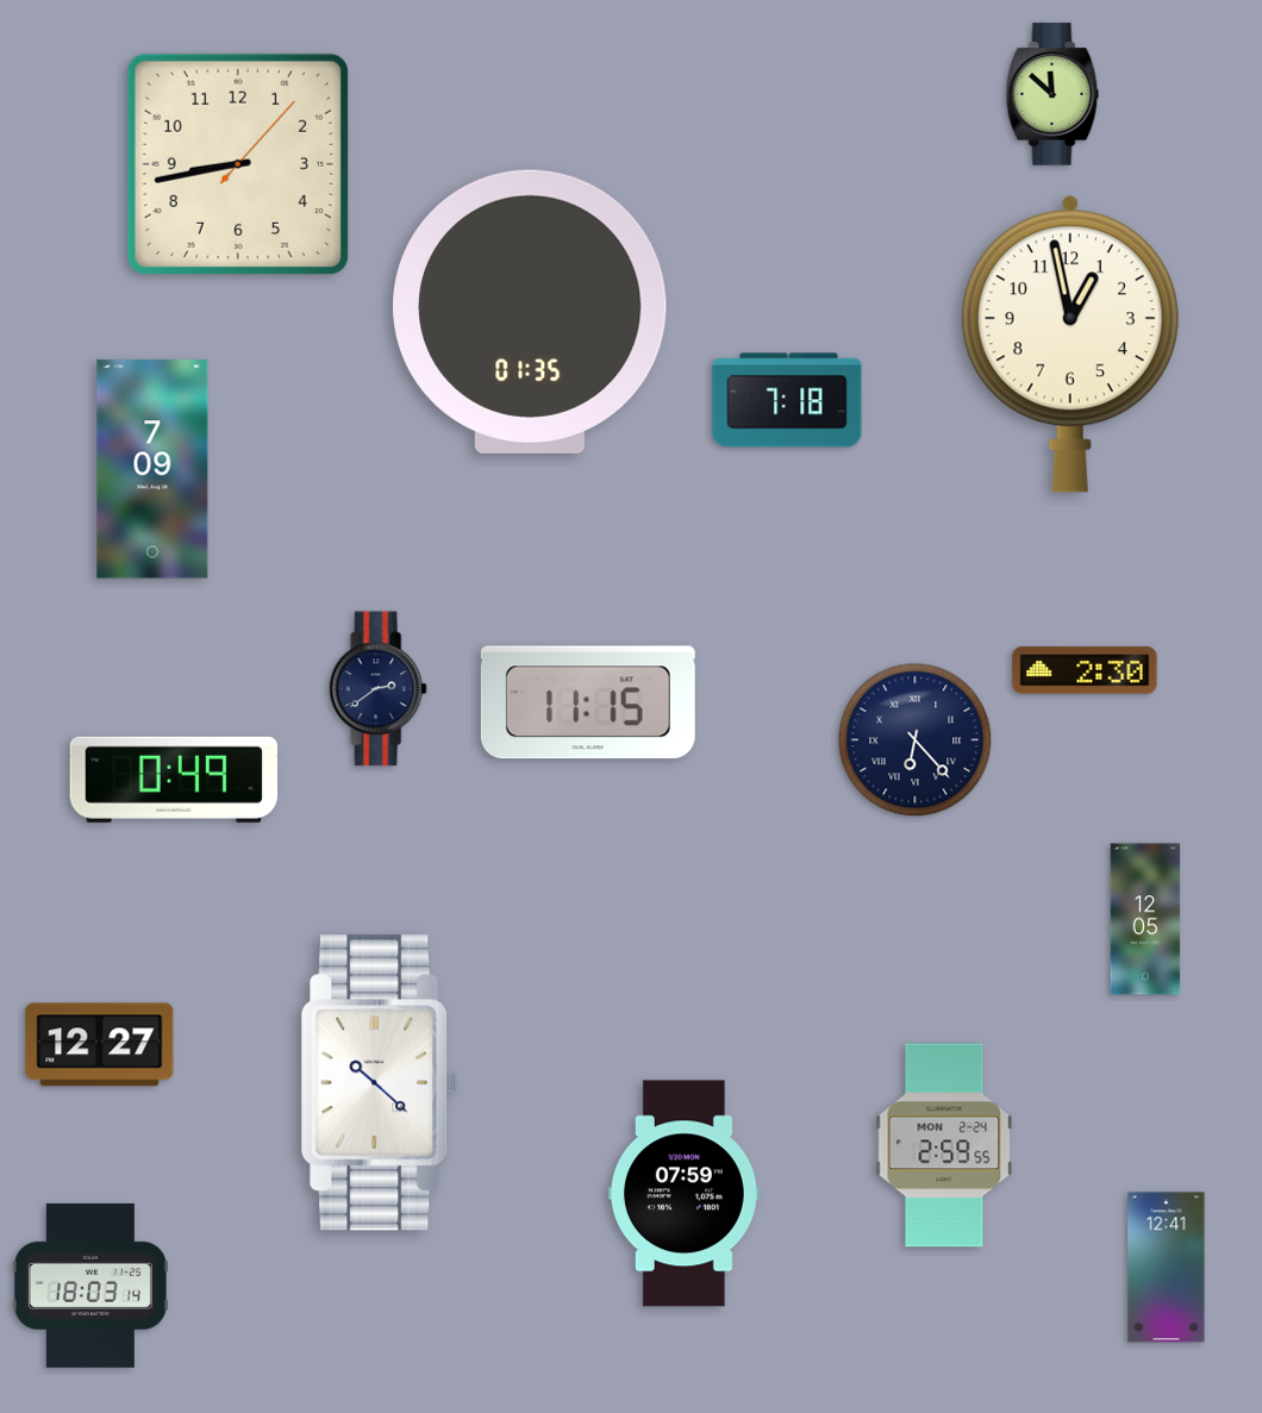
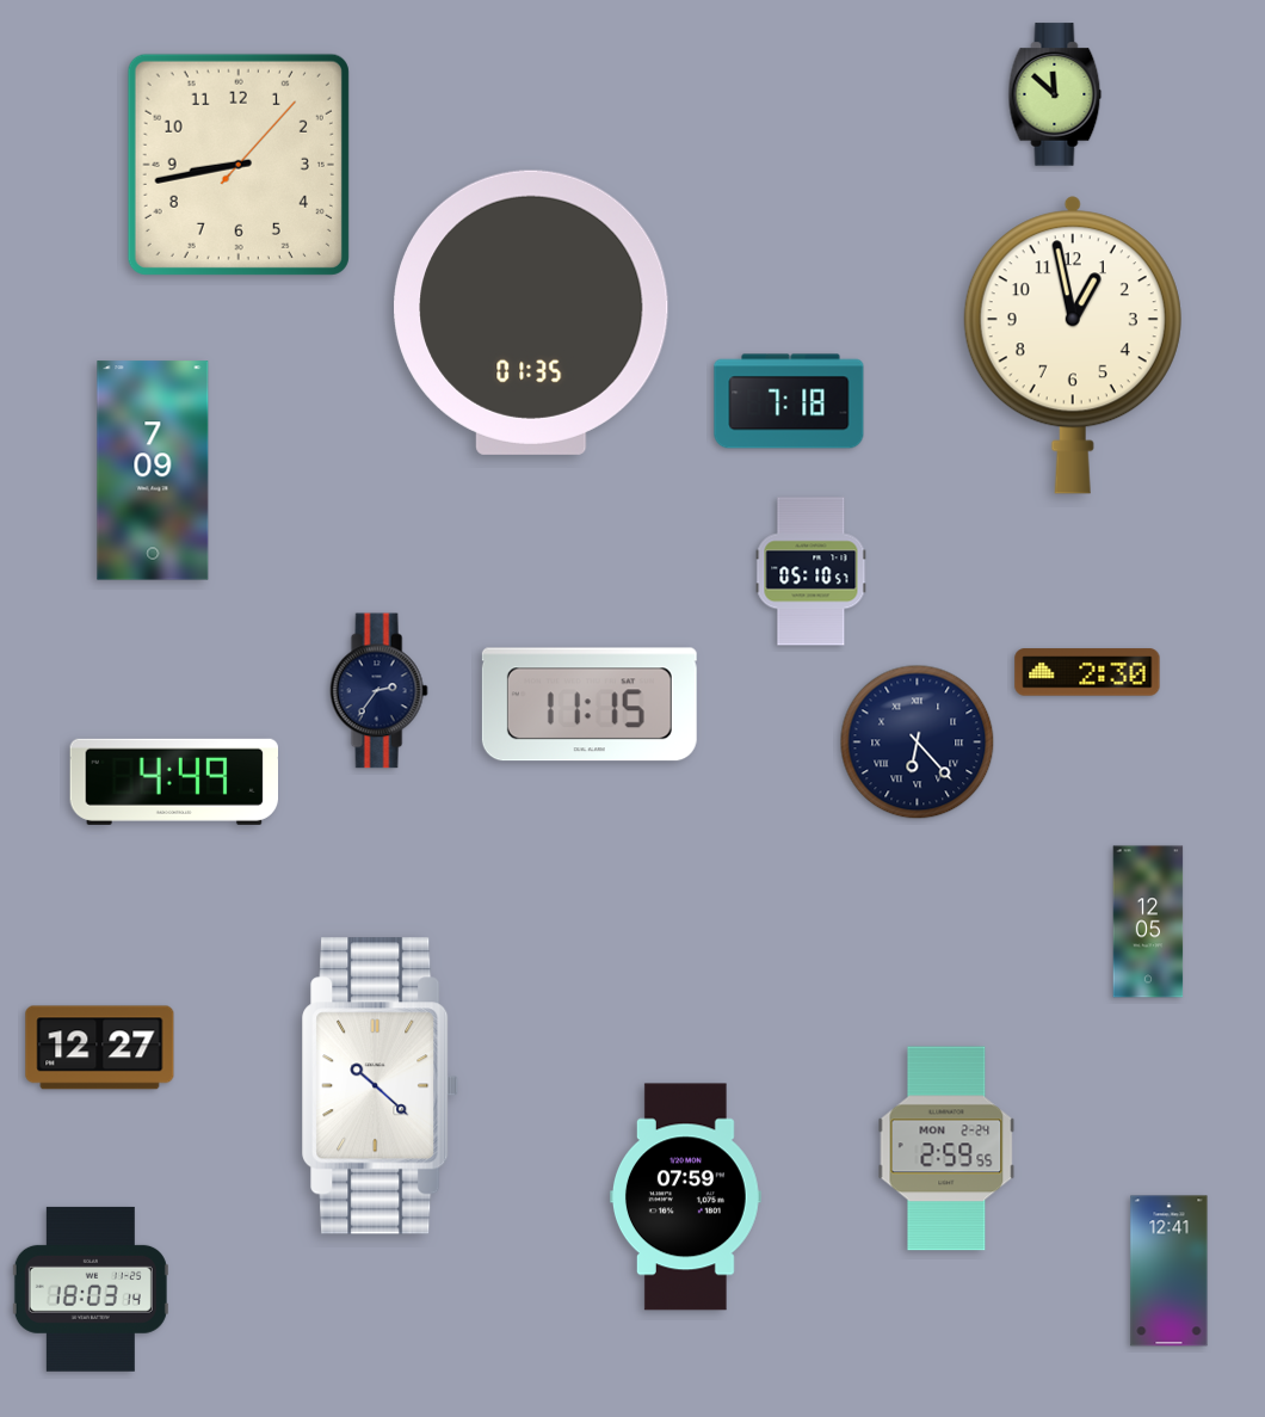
clock at (812, 572): none -> 05:10
clock at (377, 689): 2:39 -> 2:36
clock at (173, 780): 0:49 -> 4:49
